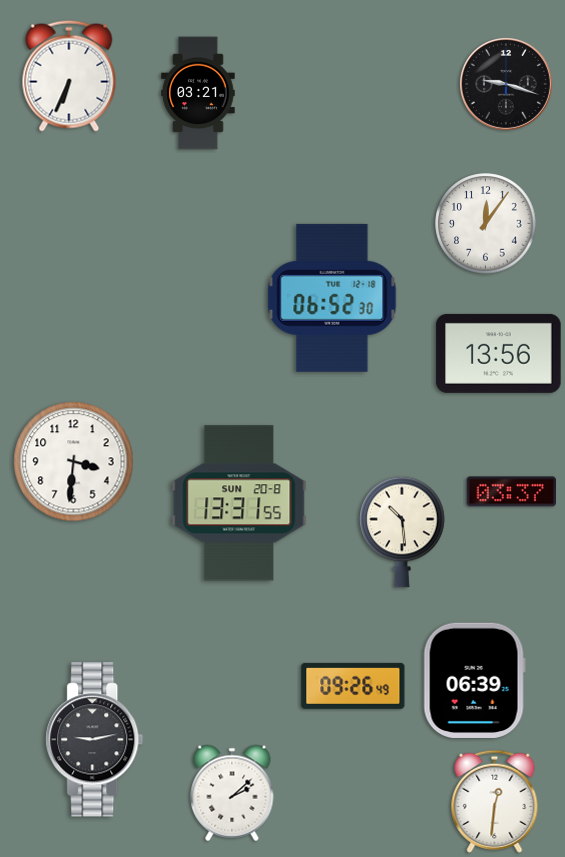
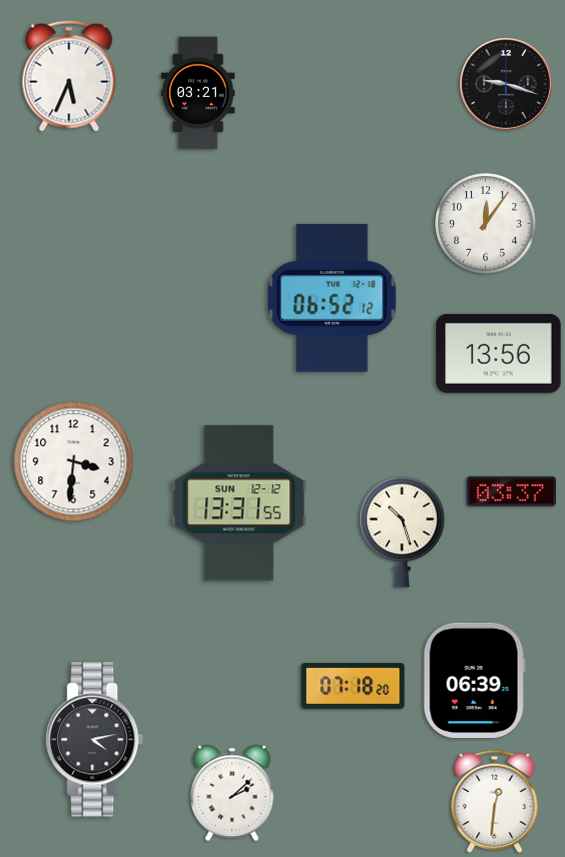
clock at (69, 76): 6:34 -> 5:34
clock at (332, 298): 06:52:30 -> 06:52:12
clock at (239, 503) date: SUN 20-8 -> SUN 12-12
clock at (402, 532): 10:29 -> 10:27
clock at (353, 686): 09:26 -> 07:18
clock at (95, 740): 9:13 -> 4:13
